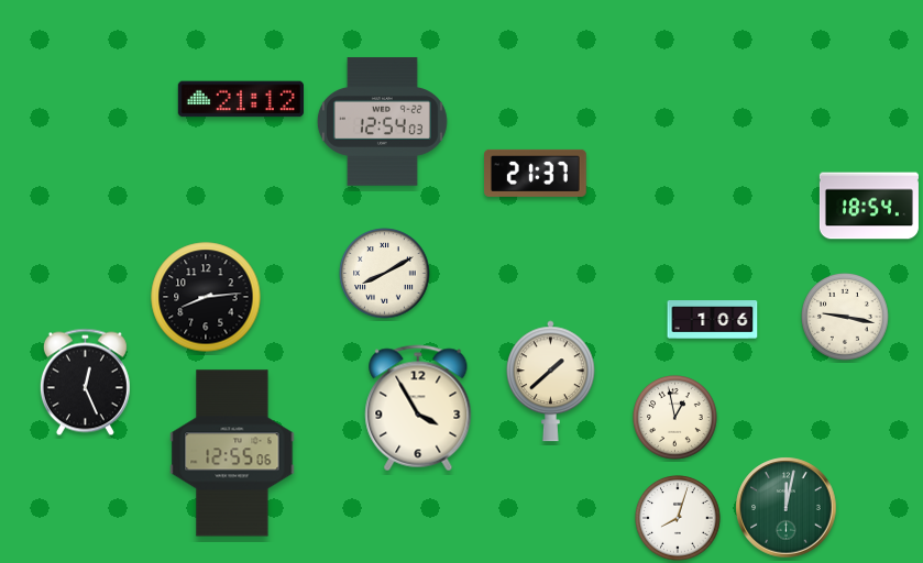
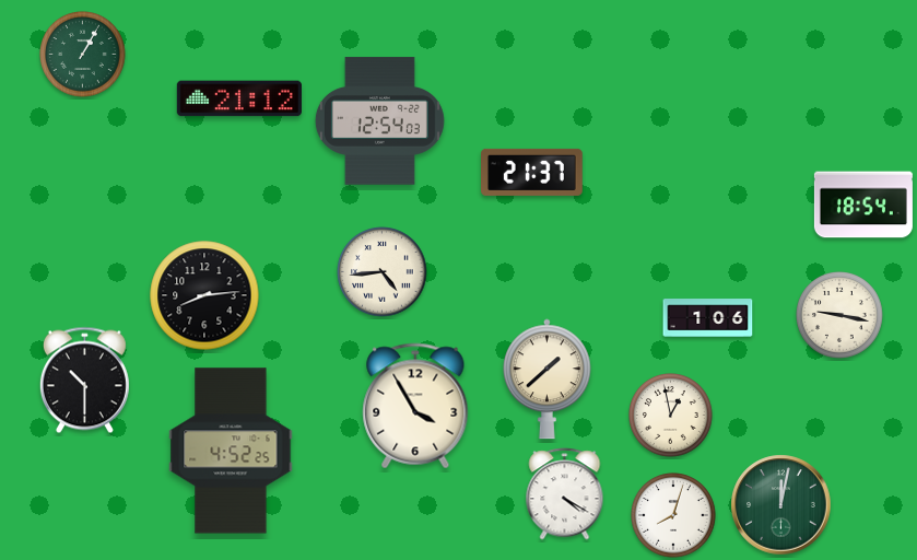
clock at (83, 55): none -> 1:05
clock at (385, 274): 8:10 -> 4:44
clock at (85, 383): 12:26 -> 10:30
clock at (232, 453): 12:55 -> 4:52
clock at (565, 494): none -> 4:20
